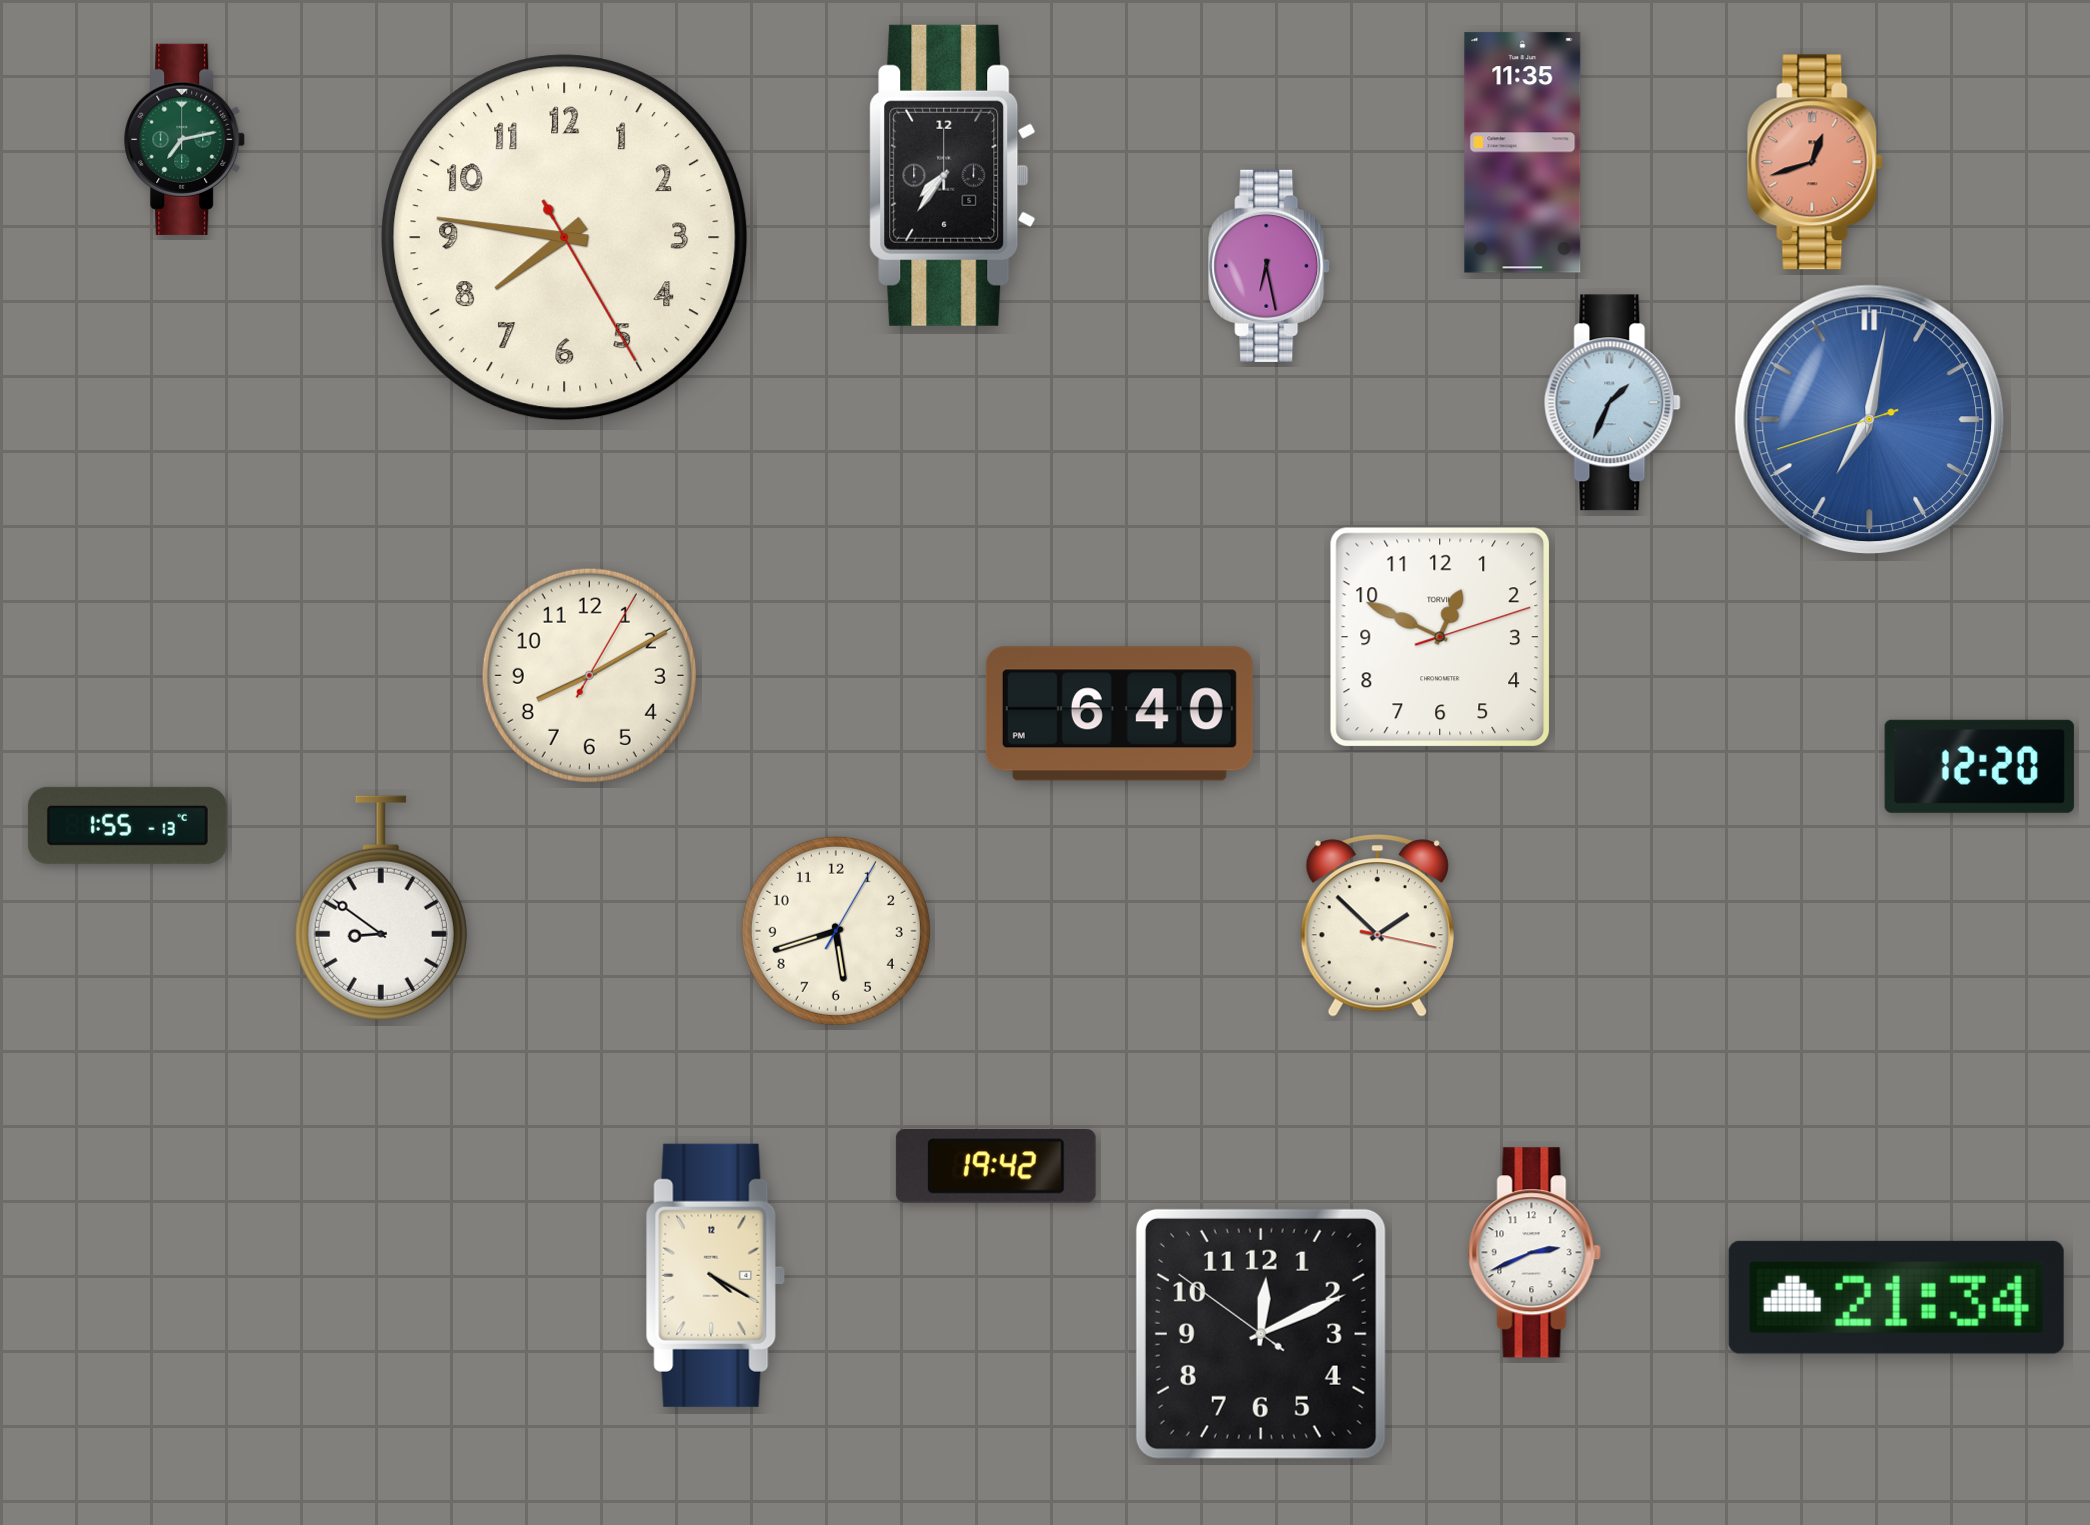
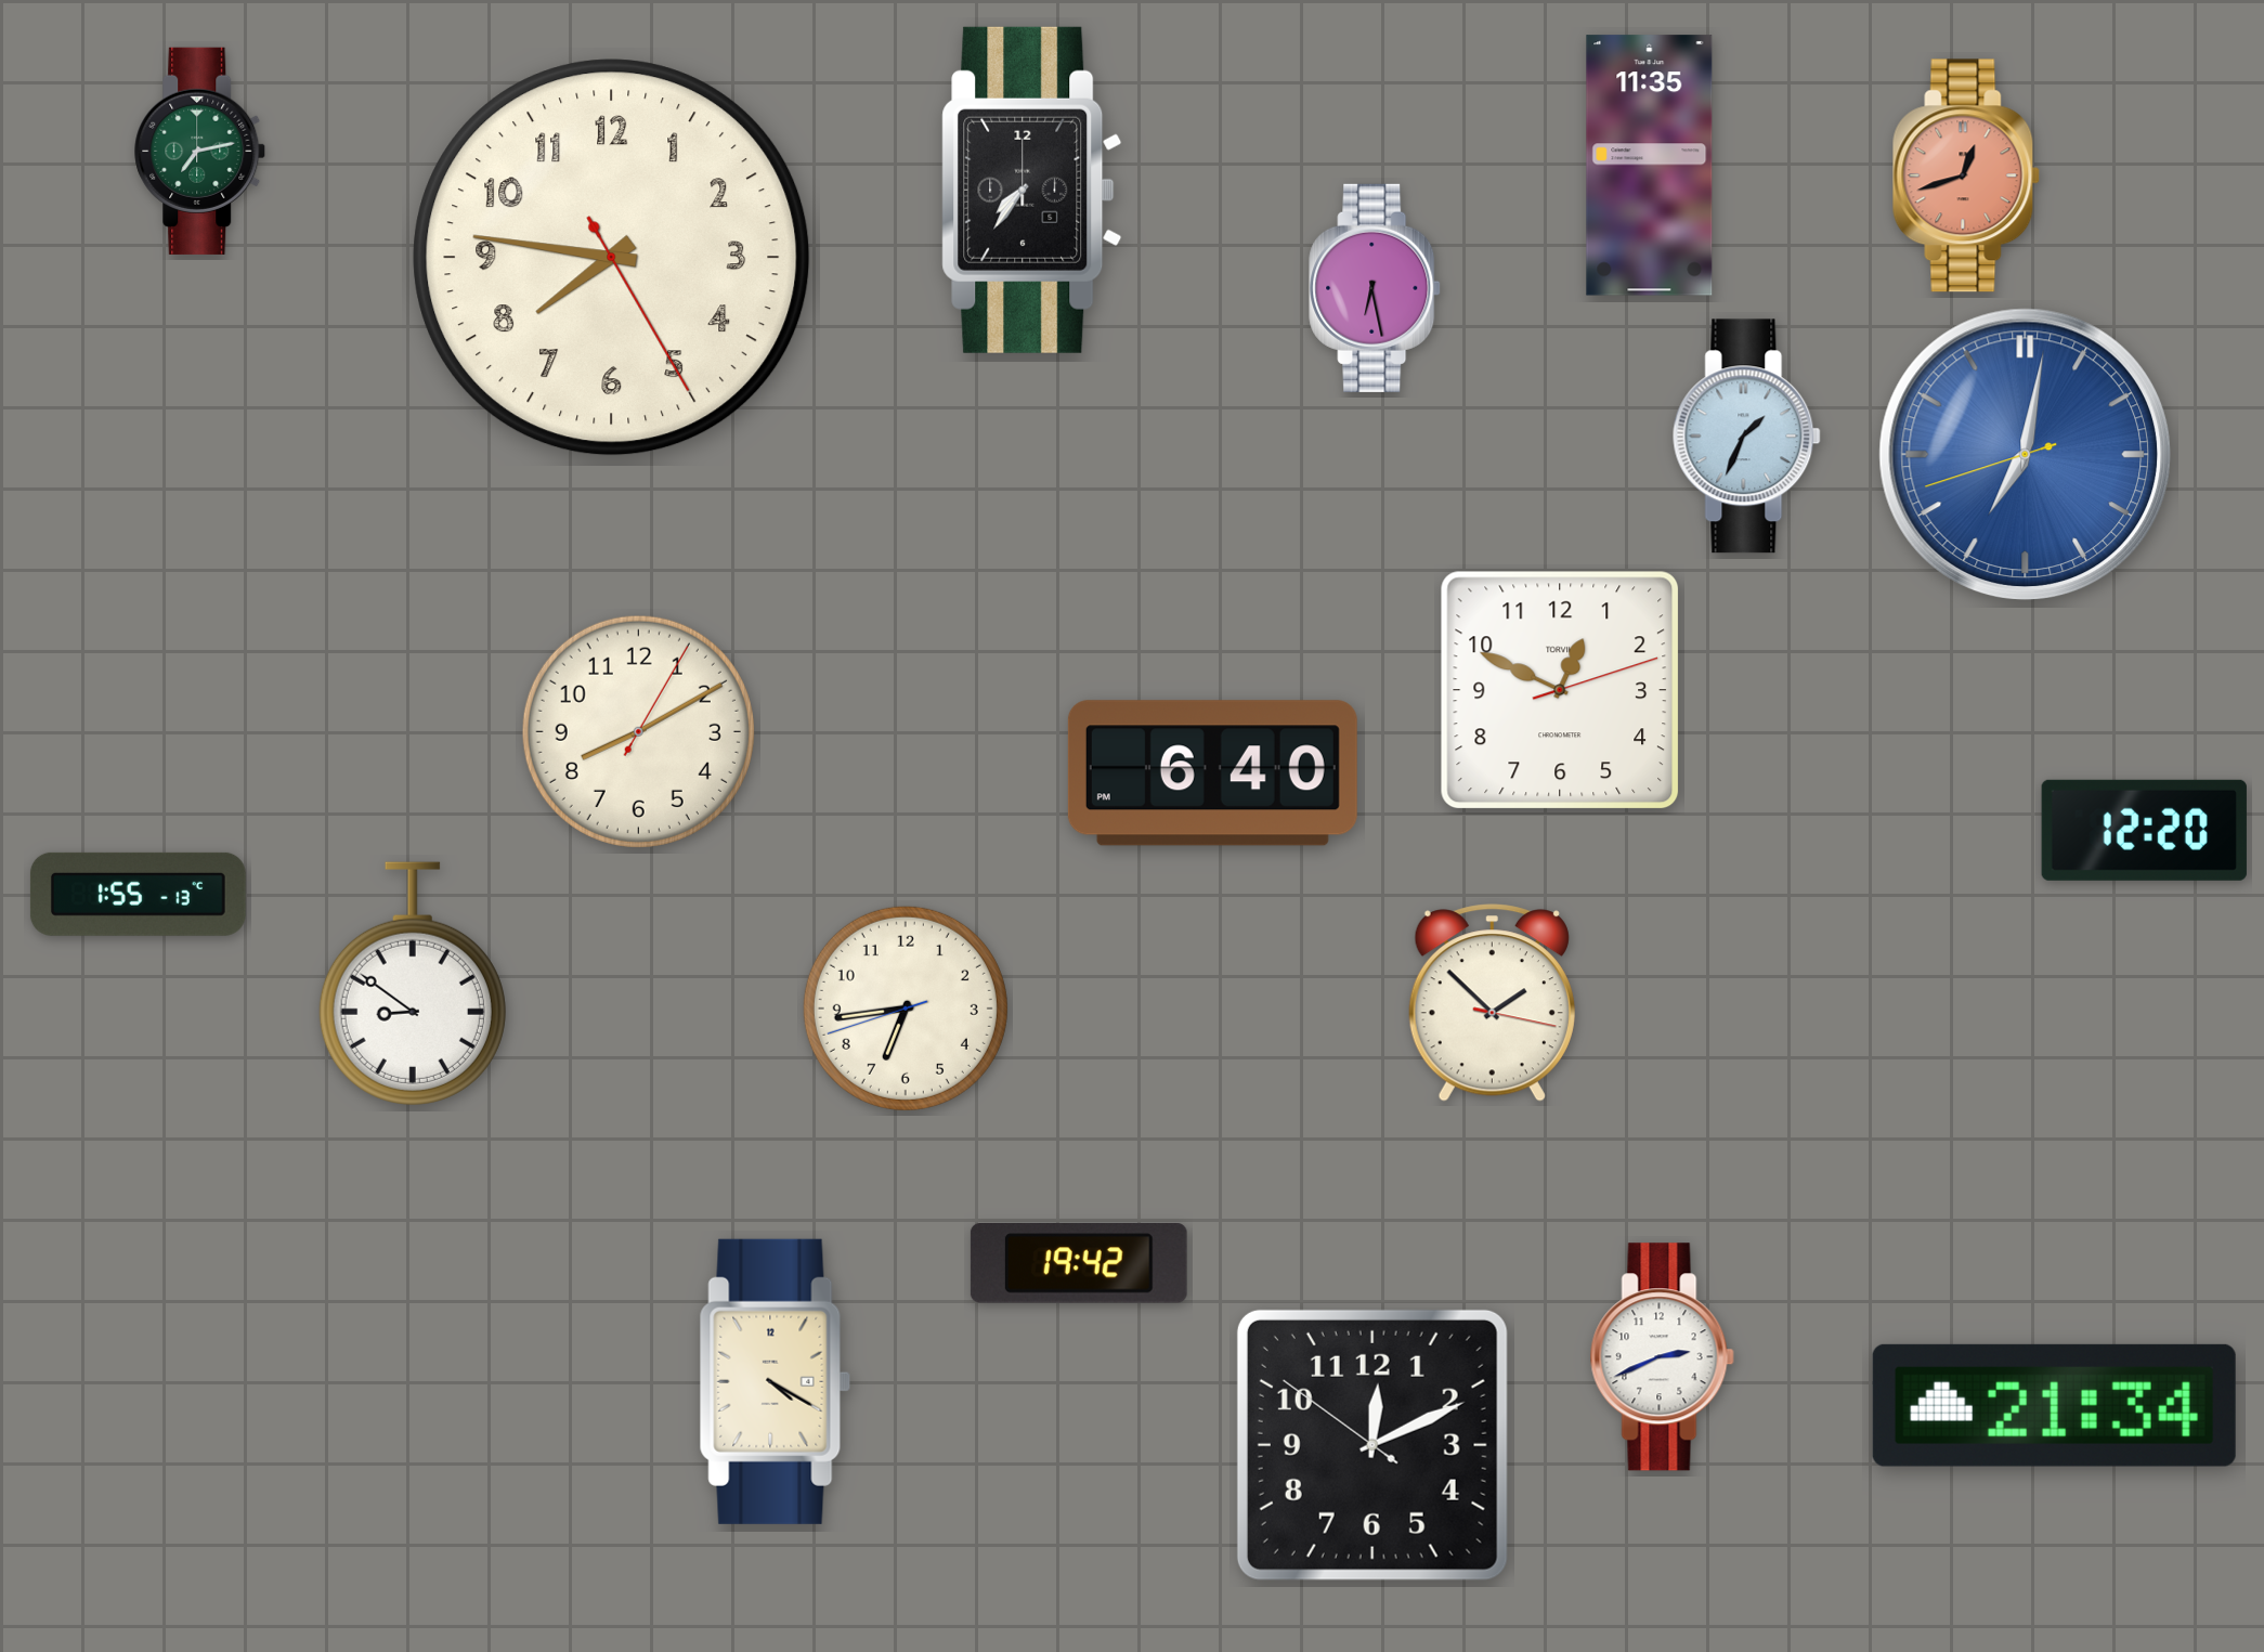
clock at (836, 931): 5:42 -> 6:43
clock at (1261, 1334) position: (1261, 1334) -> (1372, 1445)
